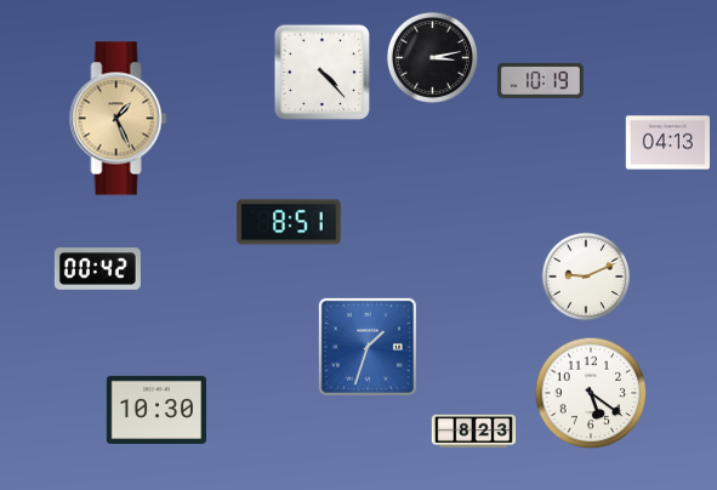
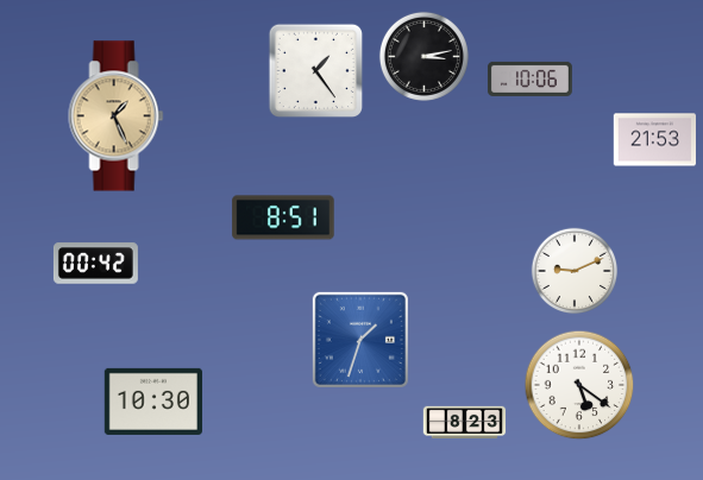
clock at (321, 72): 4:23 -> 1:24
clock at (540, 80): 10:19 -> 10:06
clock at (668, 143): 04:13 -> 21:53
